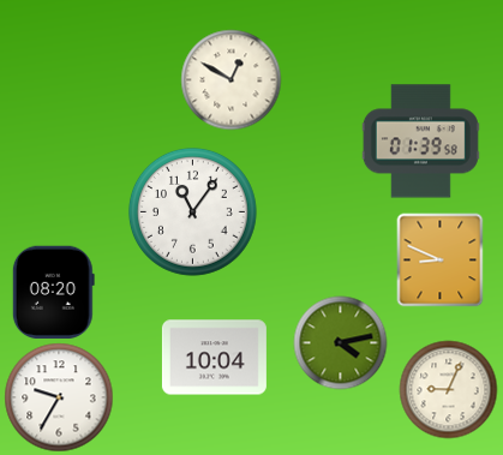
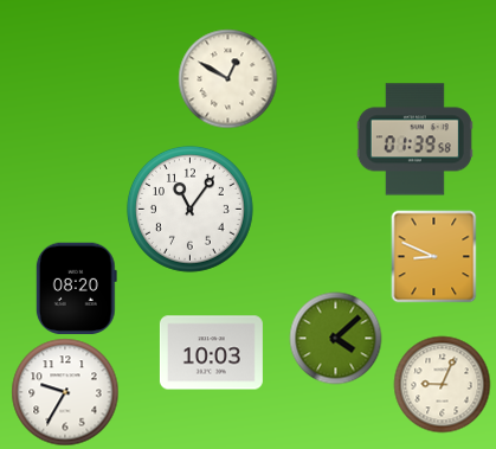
clock at (53, 292) position: (53, 292) -> (76, 288)
clock at (340, 342): 4:13 -> 4:08
clock at (214, 358): 10:04 -> 10:03
clock at (59, 397) position: (59, 397) -> (65, 392)
